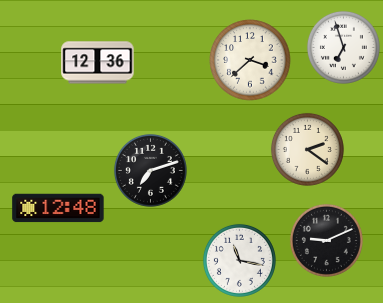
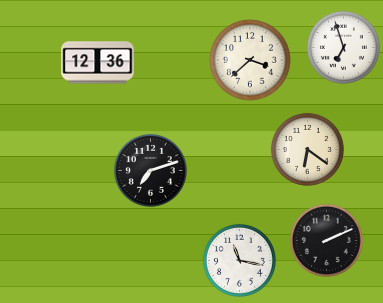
clock at (307, 149): 2:21 -> 6:21
clock at (58, 208): 12:48 -> none
clock at (326, 240): 9:11 -> 2:11
